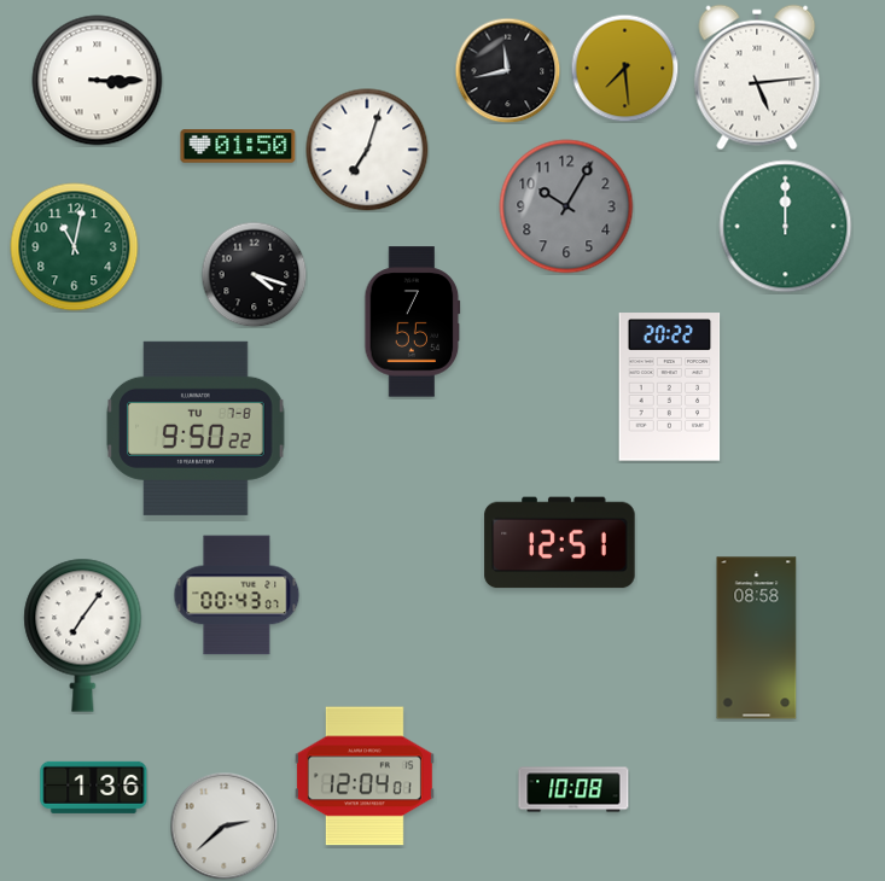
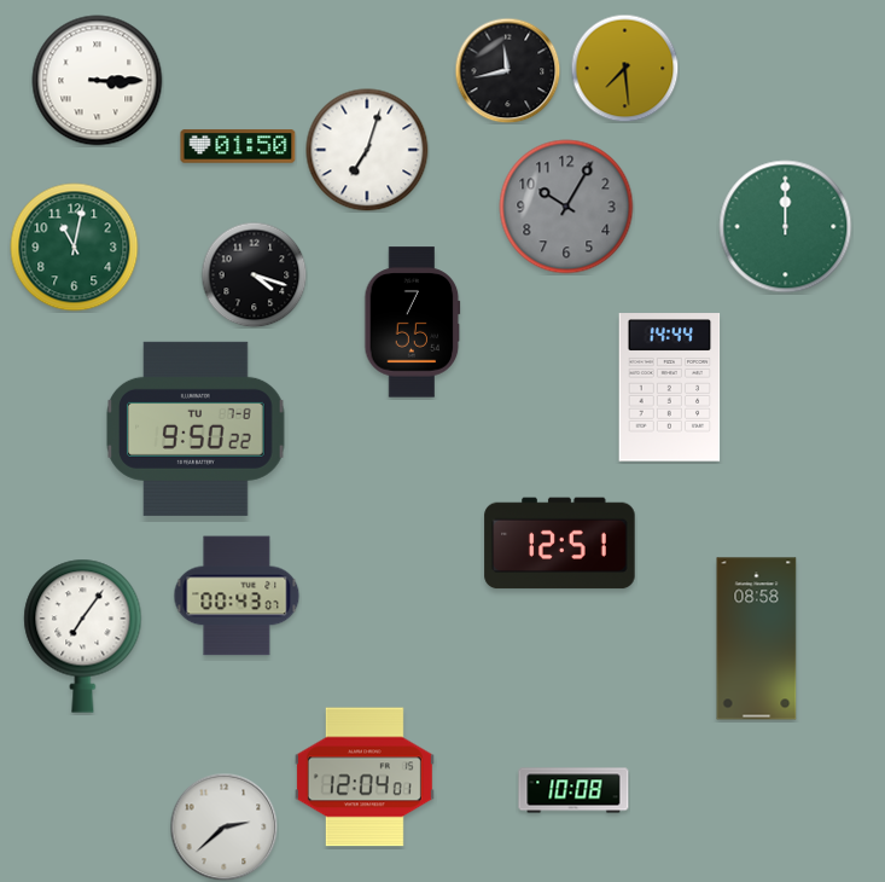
clock at (757, 77): 5:14 -> none
clock at (670, 387): 20:22 -> 14:44
clock at (94, 787): 1:36 -> none
